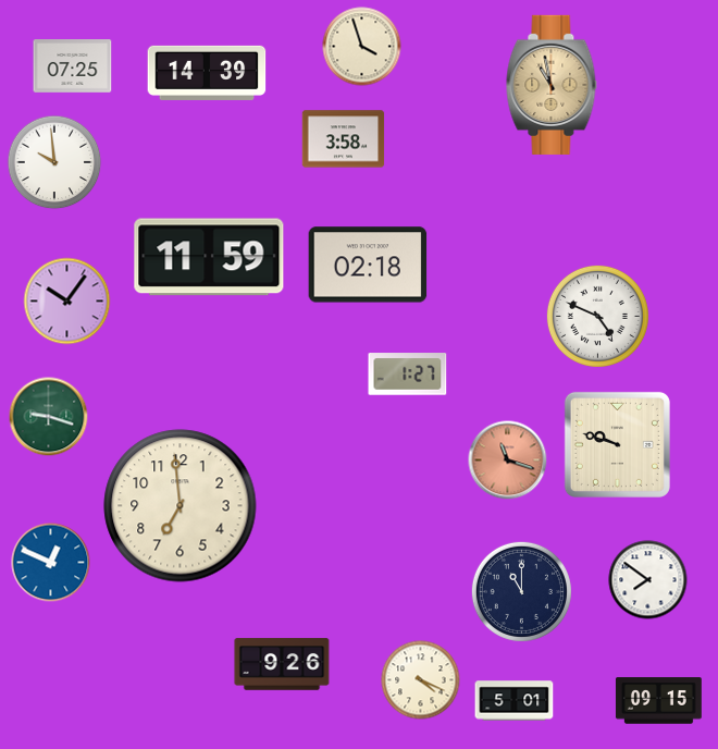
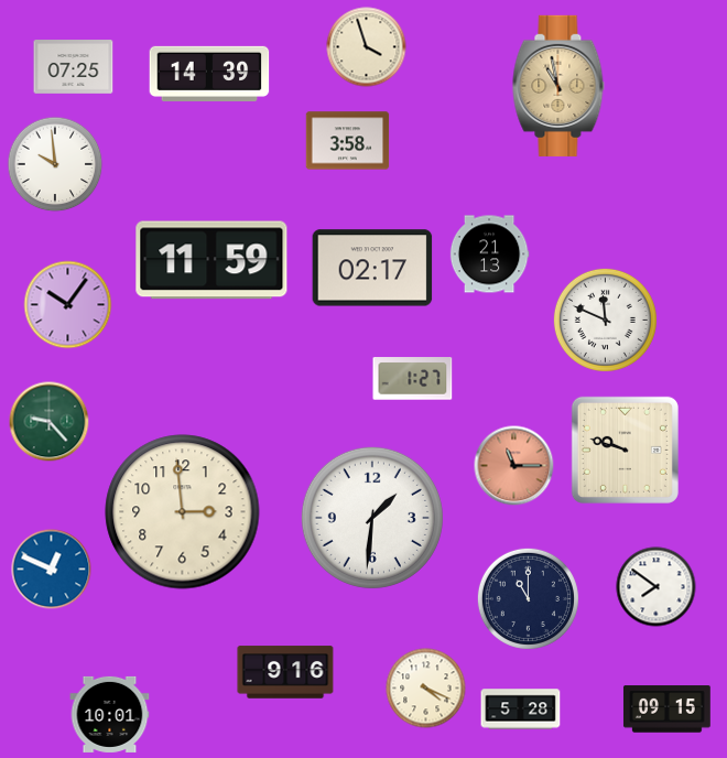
clock at (489, 255): none -> 21:13
clock at (368, 265): 02:18 -> 02:17
clock at (597, 316): 4:49 -> 11:49
clock at (49, 417): 9:18 -> 9:23
clock at (508, 461): 11:18 -> 11:15
clock at (181, 506): 6:59 -> 2:59
clock at (372, 518): none -> 1:31
clock at (282, 664): 9:26 -> 9:16
clock at (515, 701): 5:01 -> 5:28
clock at (110, 714): none -> 10:01
